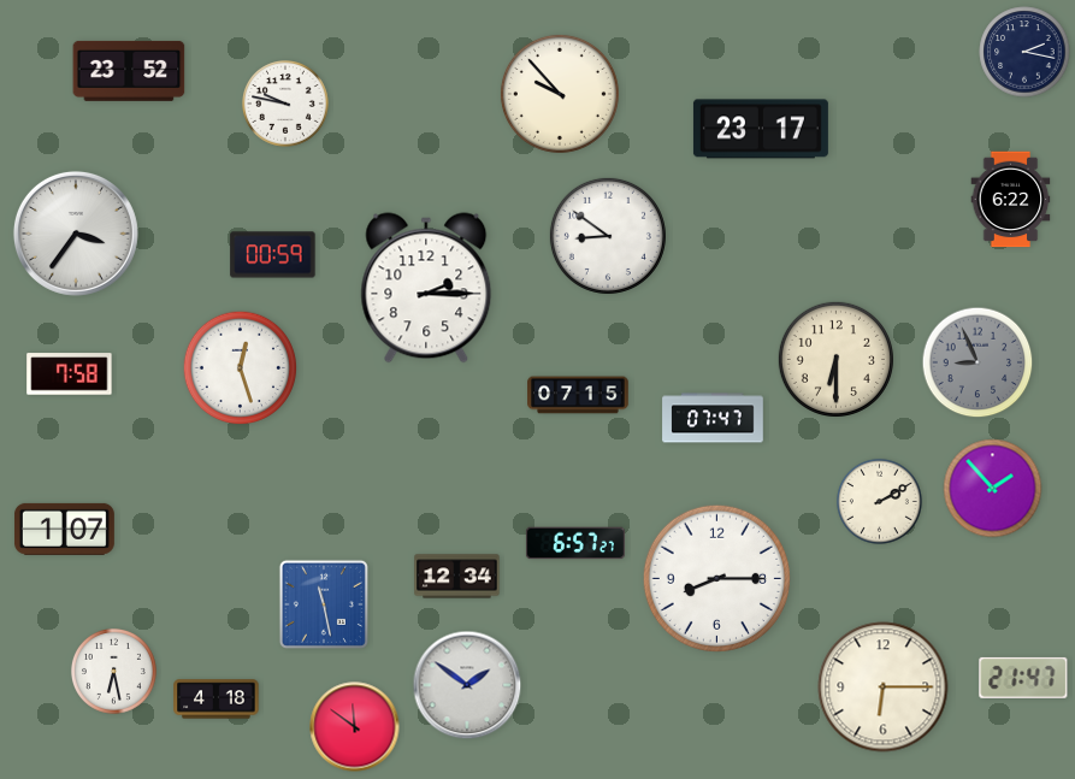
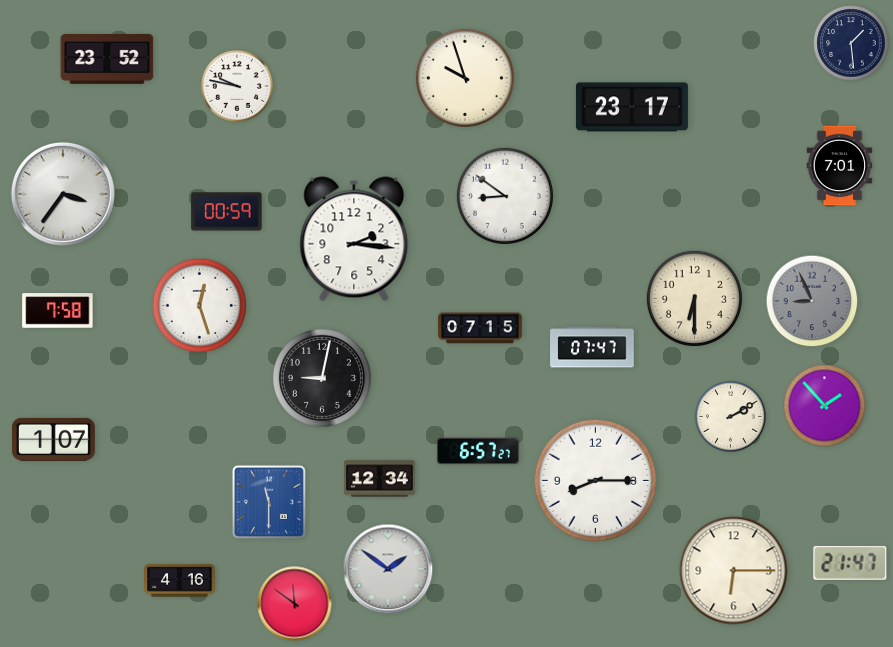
clock at (1024, 52): 2:17 -> 1:29
clock at (560, 94): 9:53 -> 9:57
clock at (1011, 200): 6:22 -> 7:01
clock at (426, 288): 2:15 -> 2:16
clock at (322, 378): none -> 9:02
clock at (324, 604): 11:28 -> 11:30
clock at (113, 671): 6:28 -> none
clock at (217, 700): 4:18 -> 4:16
